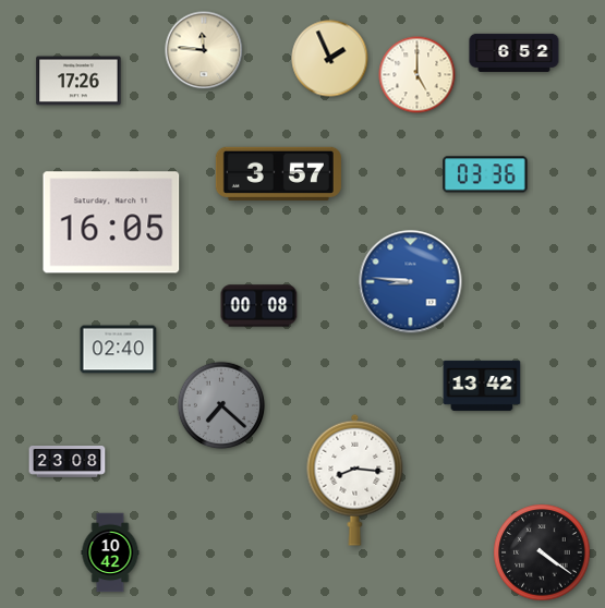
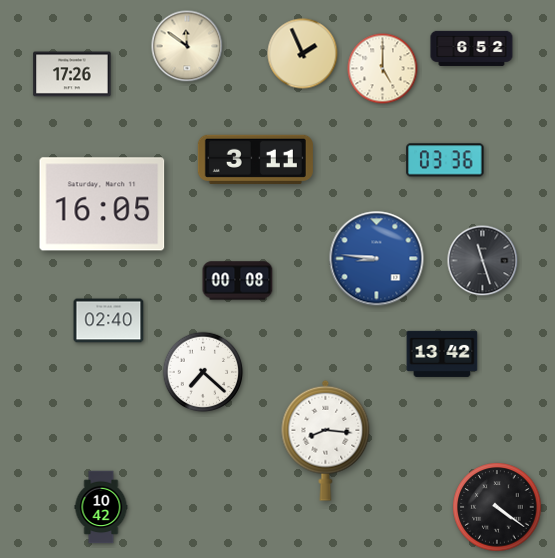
clock at (204, 50): 11:46 -> 11:51
clock at (278, 173): 3:57 -> 3:11
clock at (483, 261): none -> 11:27
clock at (221, 405) dial: grey -> white
clock at (68, 462): 23:08 -> none
